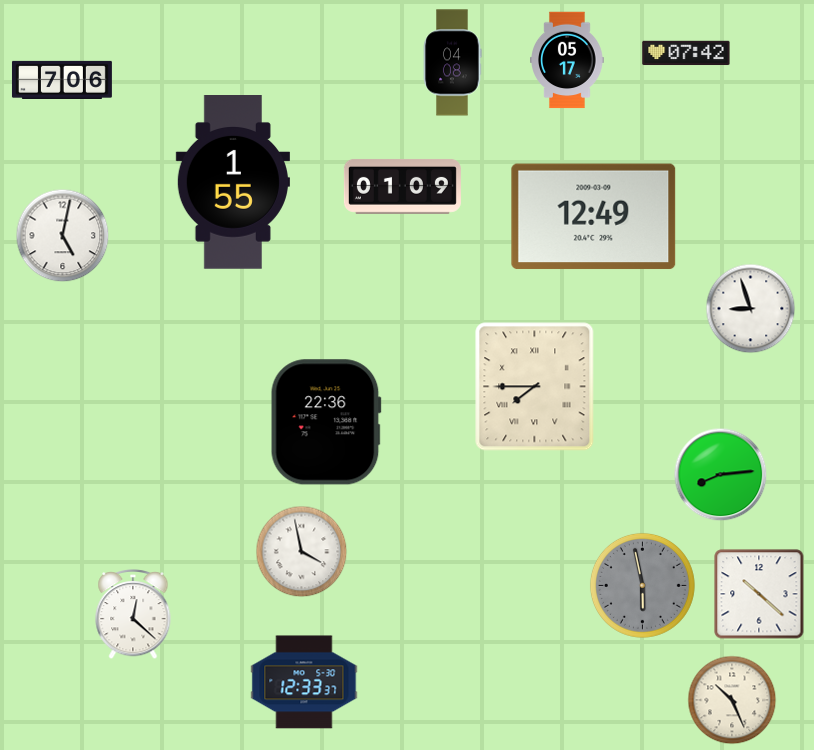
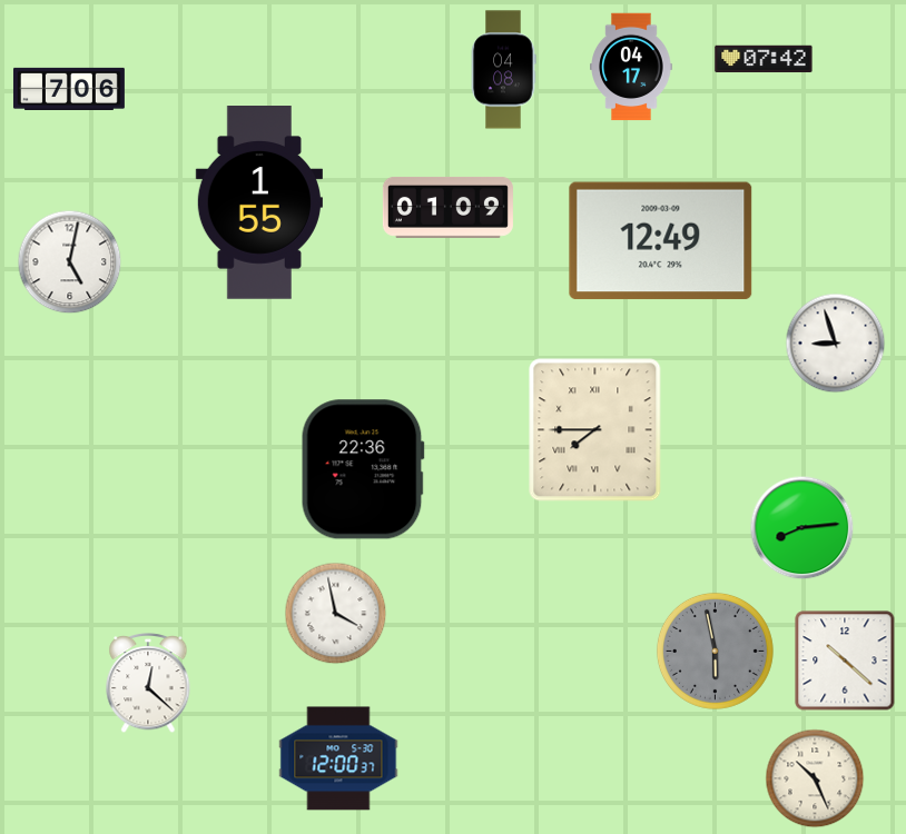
clock at (567, 60): 05:17 -> 04:17
clock at (304, 682): 12:33 -> 12:00
